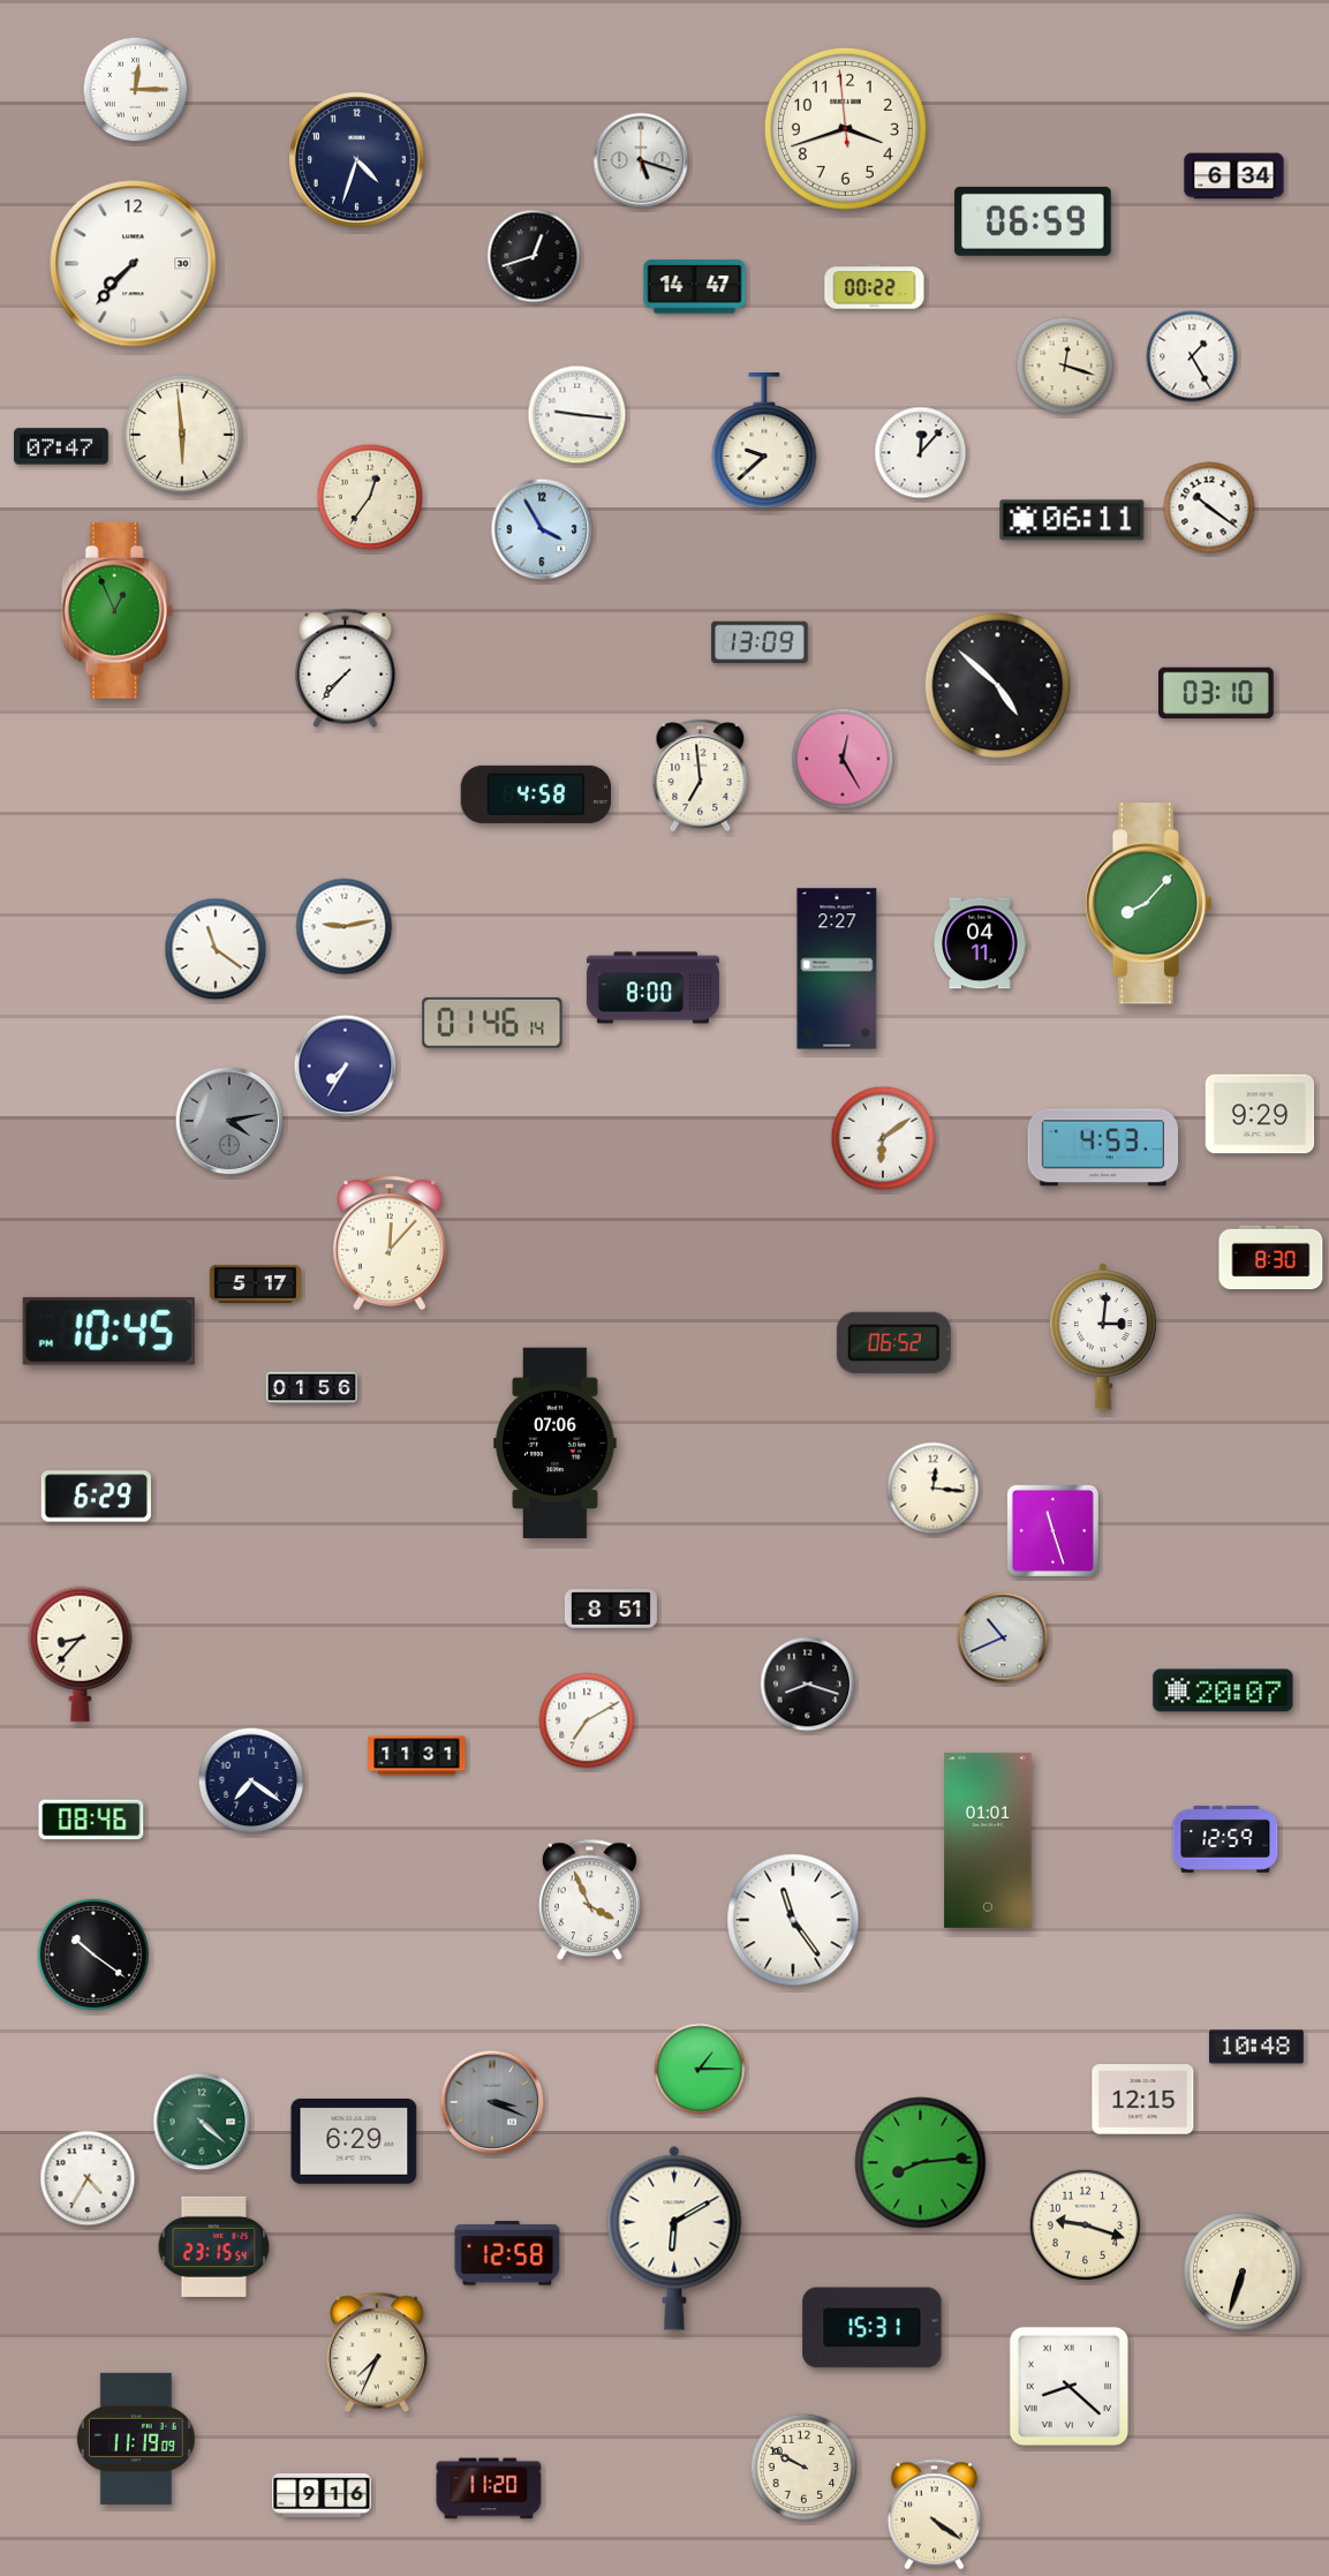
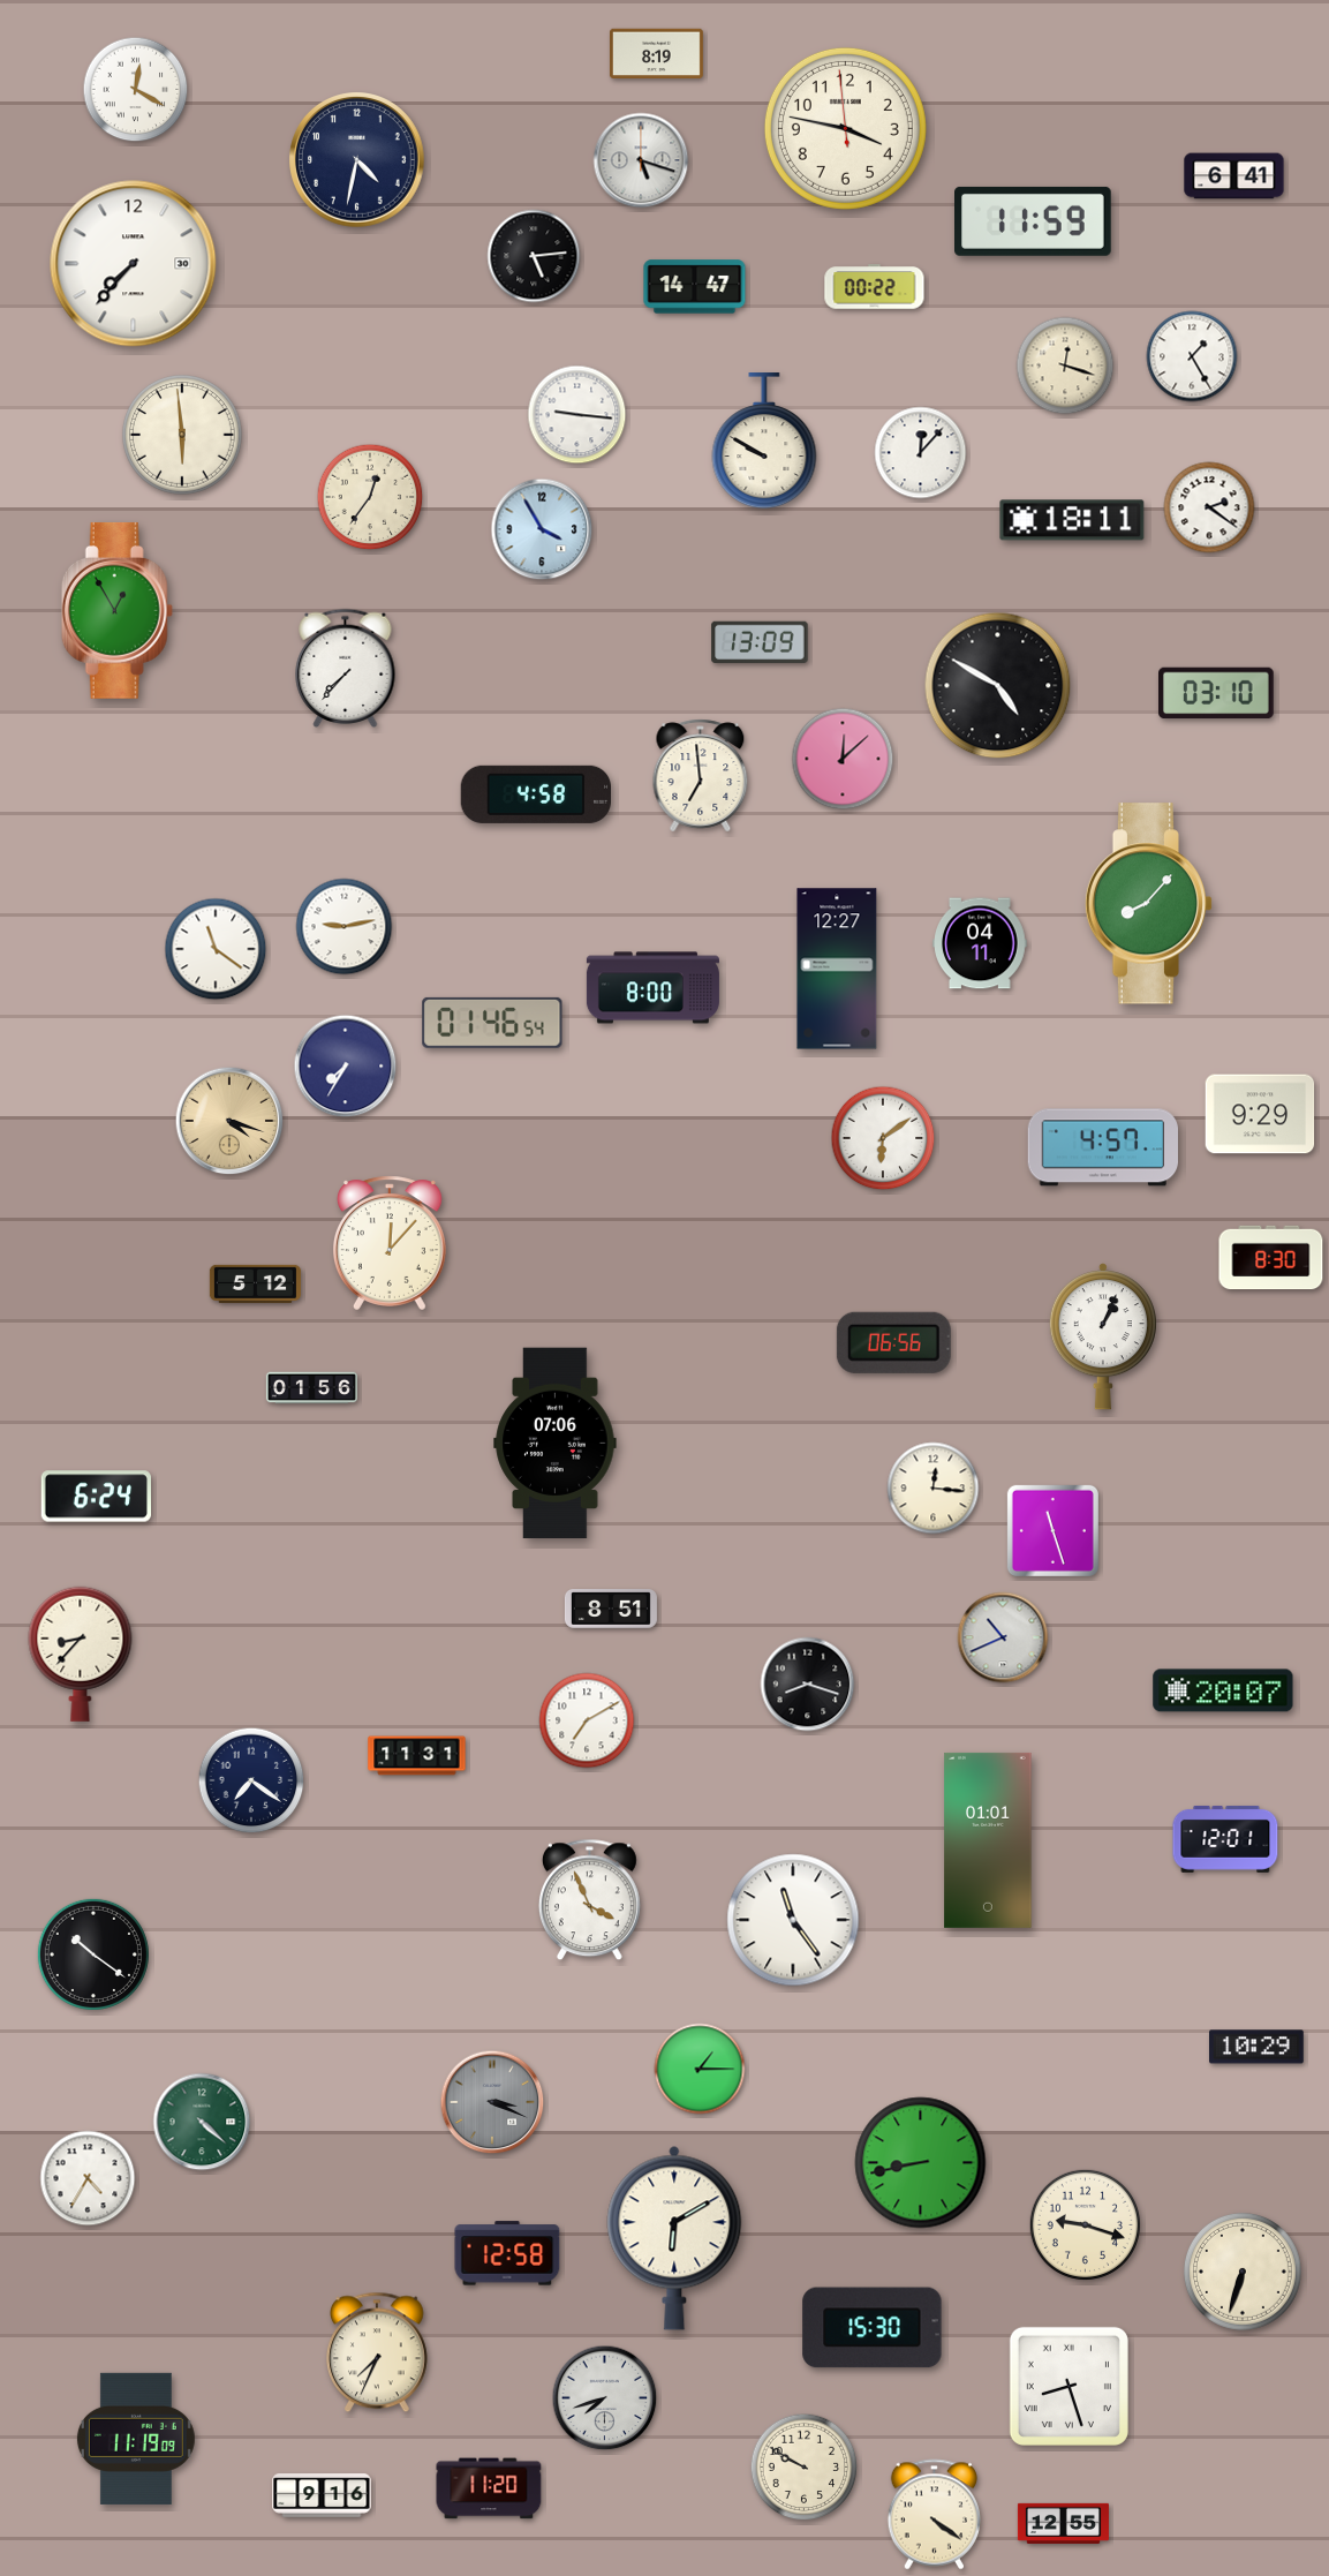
clock at (656, 54): none -> 8:19
clock at (136, 90): 12:15 -> 12:20
clock at (845, 128): 3:41 -> 3:46
clock at (357, 160): 4:33 -> 4:32
clock at (1234, 176): 6:34 -> 6:41
clock at (1034, 221): 06:59 -> 11:59
clock at (534, 256): 12:42 -> 5:14
clock at (764, 442): 9:38 -> 9:50
clock at (61, 446): 07:47 -> none
clock at (1209, 507): 10:21 -> 2:21
clock at (1072, 520): 06:11 -> 18:11
clock at (116, 610): 12:56 -> 12:55
clock at (998, 686): 4:52 -> 4:50
clock at (843, 759): 12:25 -> 12:08
clock at (837, 969): 2:27 -> 12:27
clock at (492, 1023): 01:46:14 -> 01:46:54
clock at (229, 1121): 4:13 -> 4:18
clock at (229, 1121) dial: grey -> champagne
clock at (1102, 1147): 4:53 -> 4:57
clock at (255, 1283): 5:17 -> 5:12
clock at (108, 1331): 10:45 -> none
clock at (1103, 1336): 3:01 -> 1:04
clock at (893, 1342): 06:52 -> 06:56
clock at (97, 1497): 6:29 -> 6:24
clock at (91, 1820): 08:46 -> none
clock at (1225, 1839): 12:59 -> 12:01
clock at (1258, 2047): 10:48 -> 10:29
clock at (1143, 2100): 12:15 -> none
clock at (354, 2141): 6:29 -> none
clock at (921, 2163): 8:14 -> 8:43
clock at (214, 2246): 23:15 -> none
clock at (873, 2328): 15:31 -> 15:30
clock at (1069, 2386): 8:22 -> 8:27
clock at (605, 2398): none -> 7:42
clock at (1063, 2523): none -> 12:55
